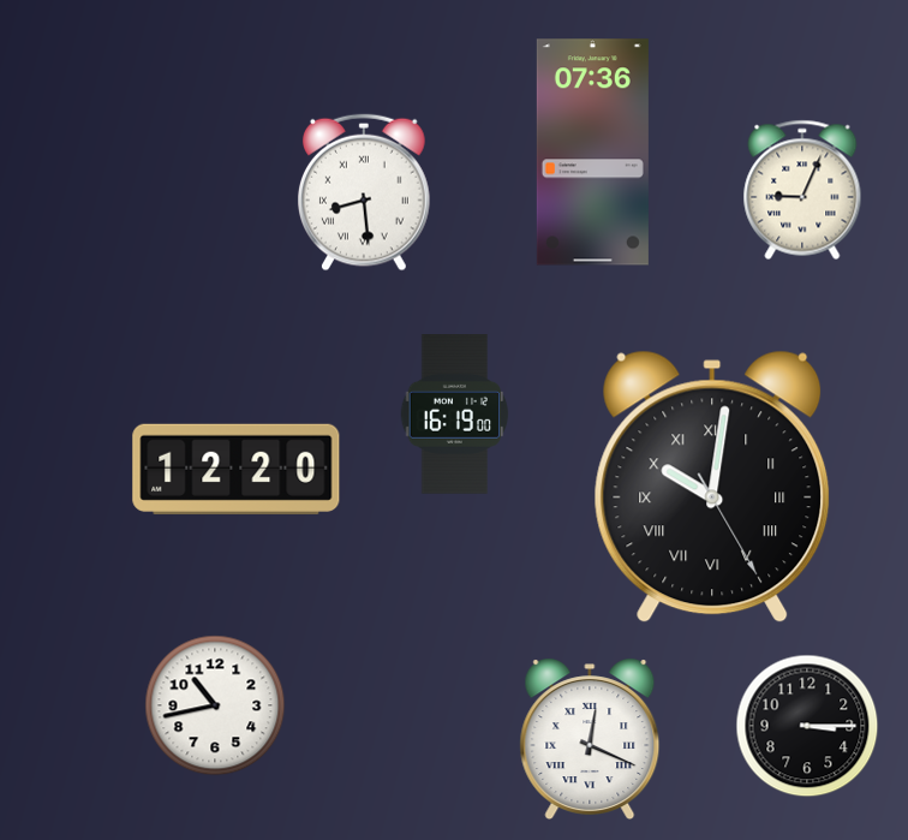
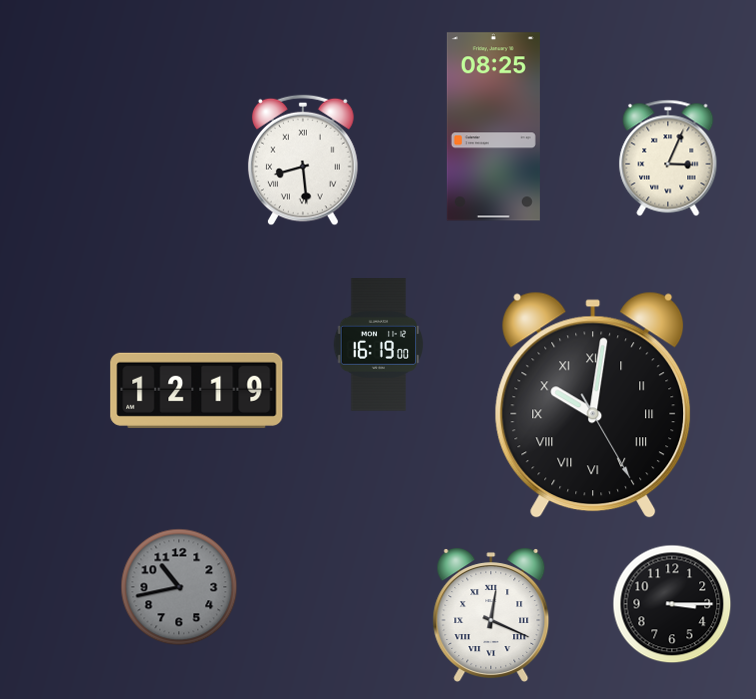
clock at (592, 153): 07:36 -> 08:25
clock at (802, 190): 9:04 -> 3:04
clock at (237, 469): 12:20 -> 12:19
clock at (215, 705) dial: white -> grey
